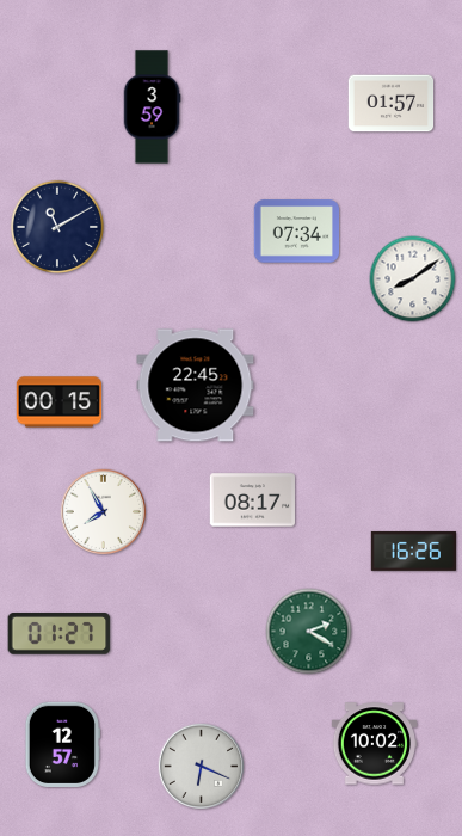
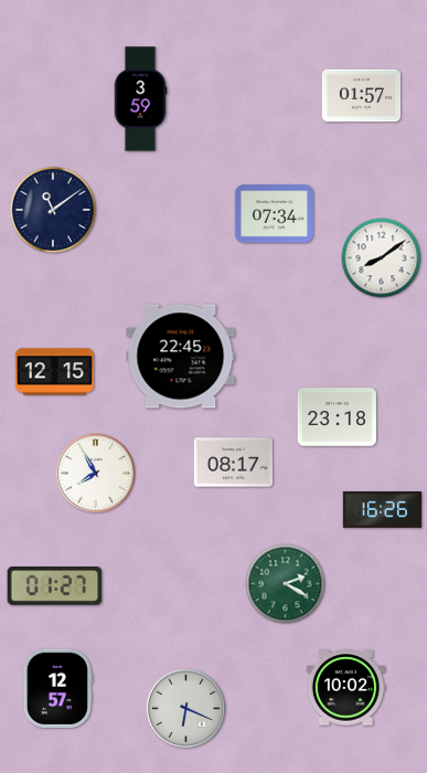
clock at (57, 227): 11:10 -> 11:09
clock at (60, 402): 00:15 -> 12:15
clock at (338, 417): none -> 23:18
